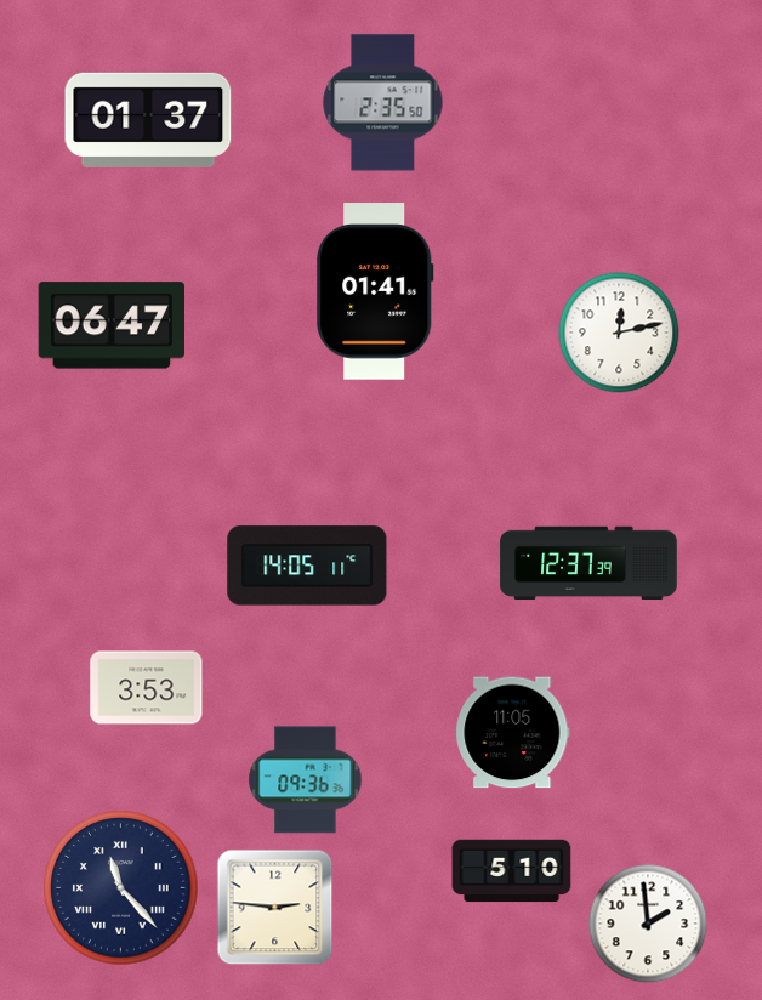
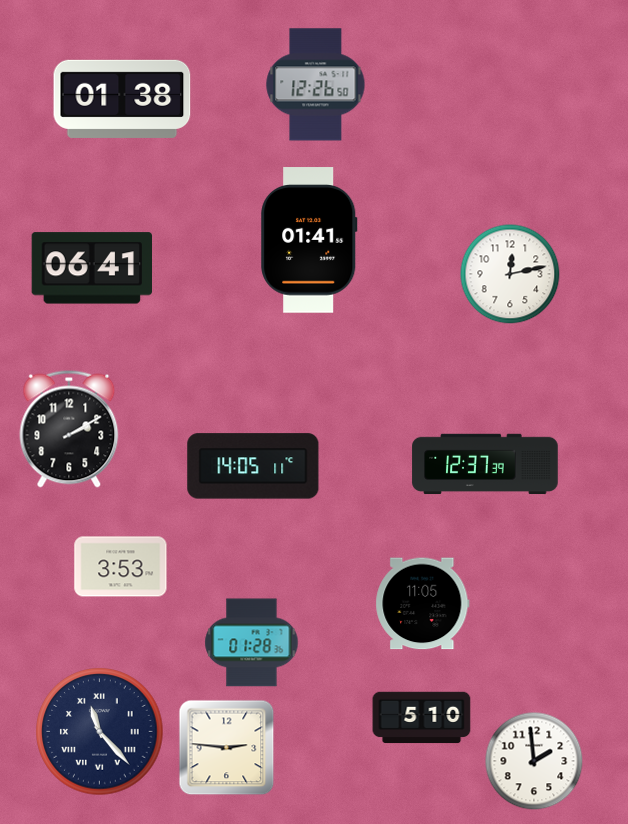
clock at (383, 103): 2:35 -> 12:26
clock at (148, 120): 01:37 -> 01:38
clock at (110, 325): 06:47 -> 06:41
clock at (69, 429): none -> 2:10
clock at (306, 780): 09:36 -> 01:28
